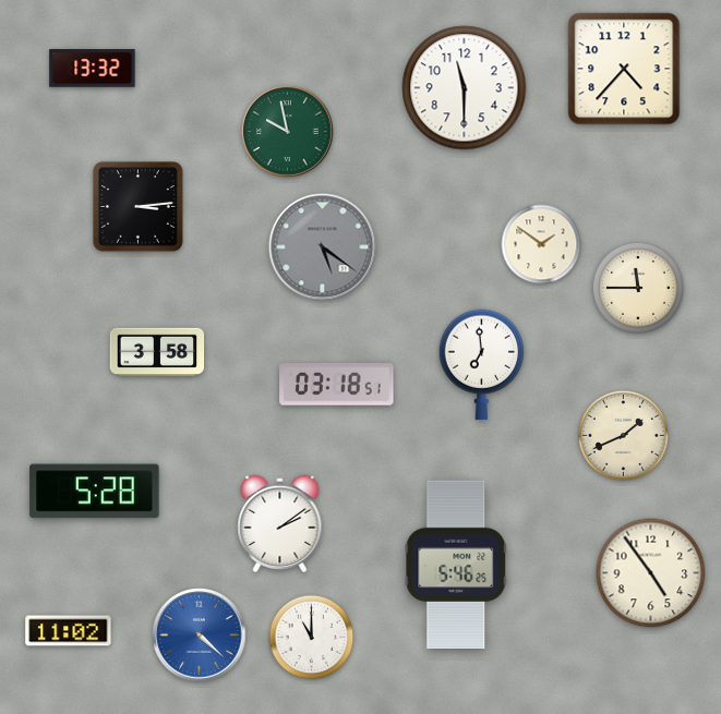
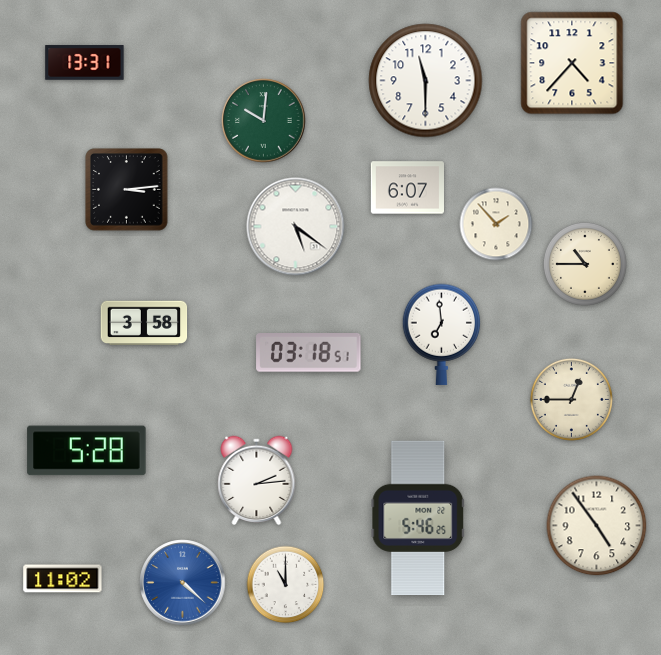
clock at (93, 69): 13:32 -> 13:31
clock at (288, 132): 9:58 -> 10:01
clock at (407, 188): none -> 6:07
clock at (541, 244): 1:51 -> 1:53
clock at (323, 247) dial: grey -> white
clock at (638, 288): 11:45 -> 10:45
clock at (623, 435): 1:41 -> 12:45
clock at (280, 524): 2:09 -> 2:14
